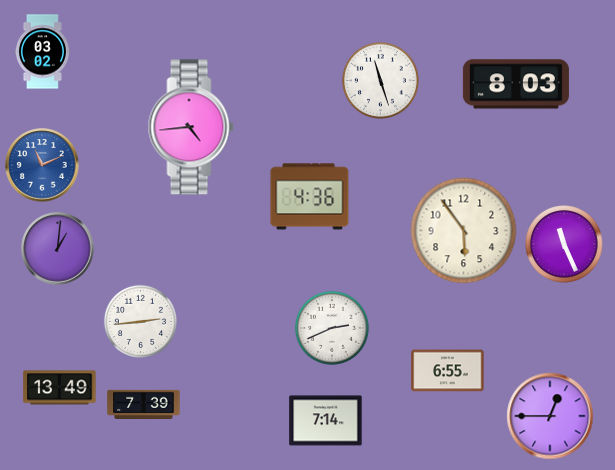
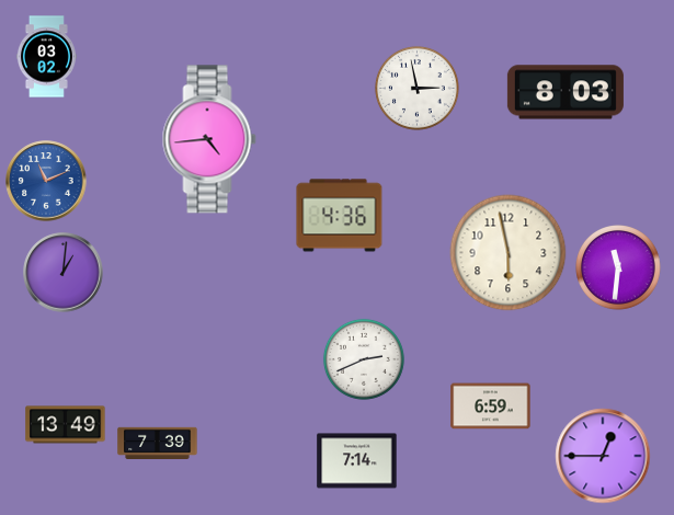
clock at (381, 81): 11:27 -> 2:58
clock at (464, 231): 5:54 -> 5:58
clock at (565, 245): 11:26 -> 11:31
clock at (140, 321): 2:44 -> none
clock at (448, 371): 6:55 -> 6:59
